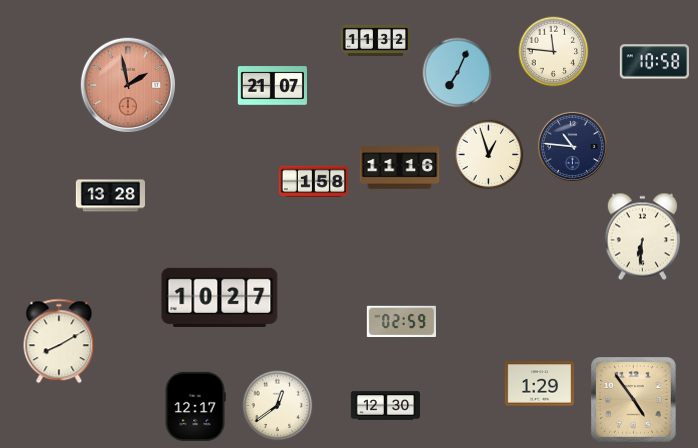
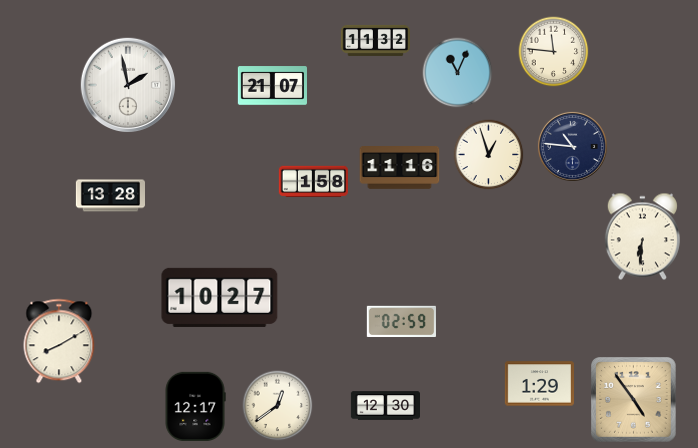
clock at (654, 62): 10:58 -> none
clock at (458, 73): 7:04 -> 11:04
clock at (127, 84) dial: salmon -> white
